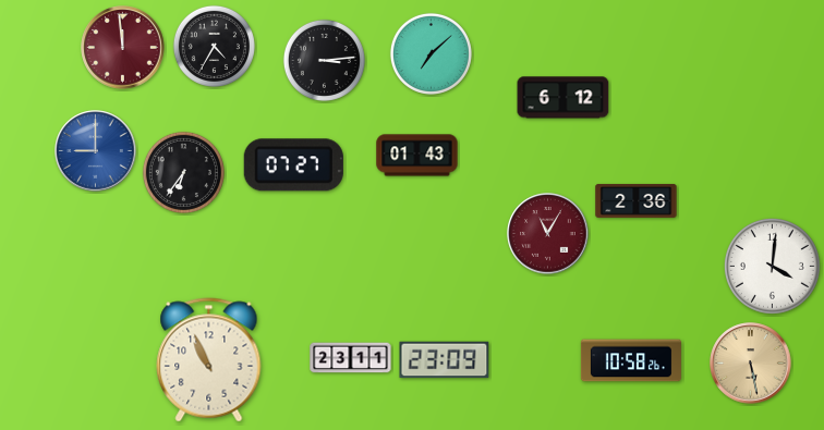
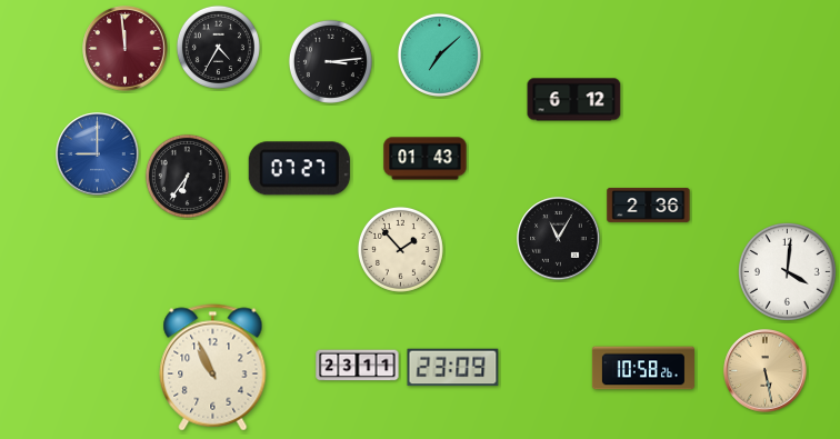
clock at (548, 234) dial: burgundy -> black
clock at (400, 249): none -> 1:53
